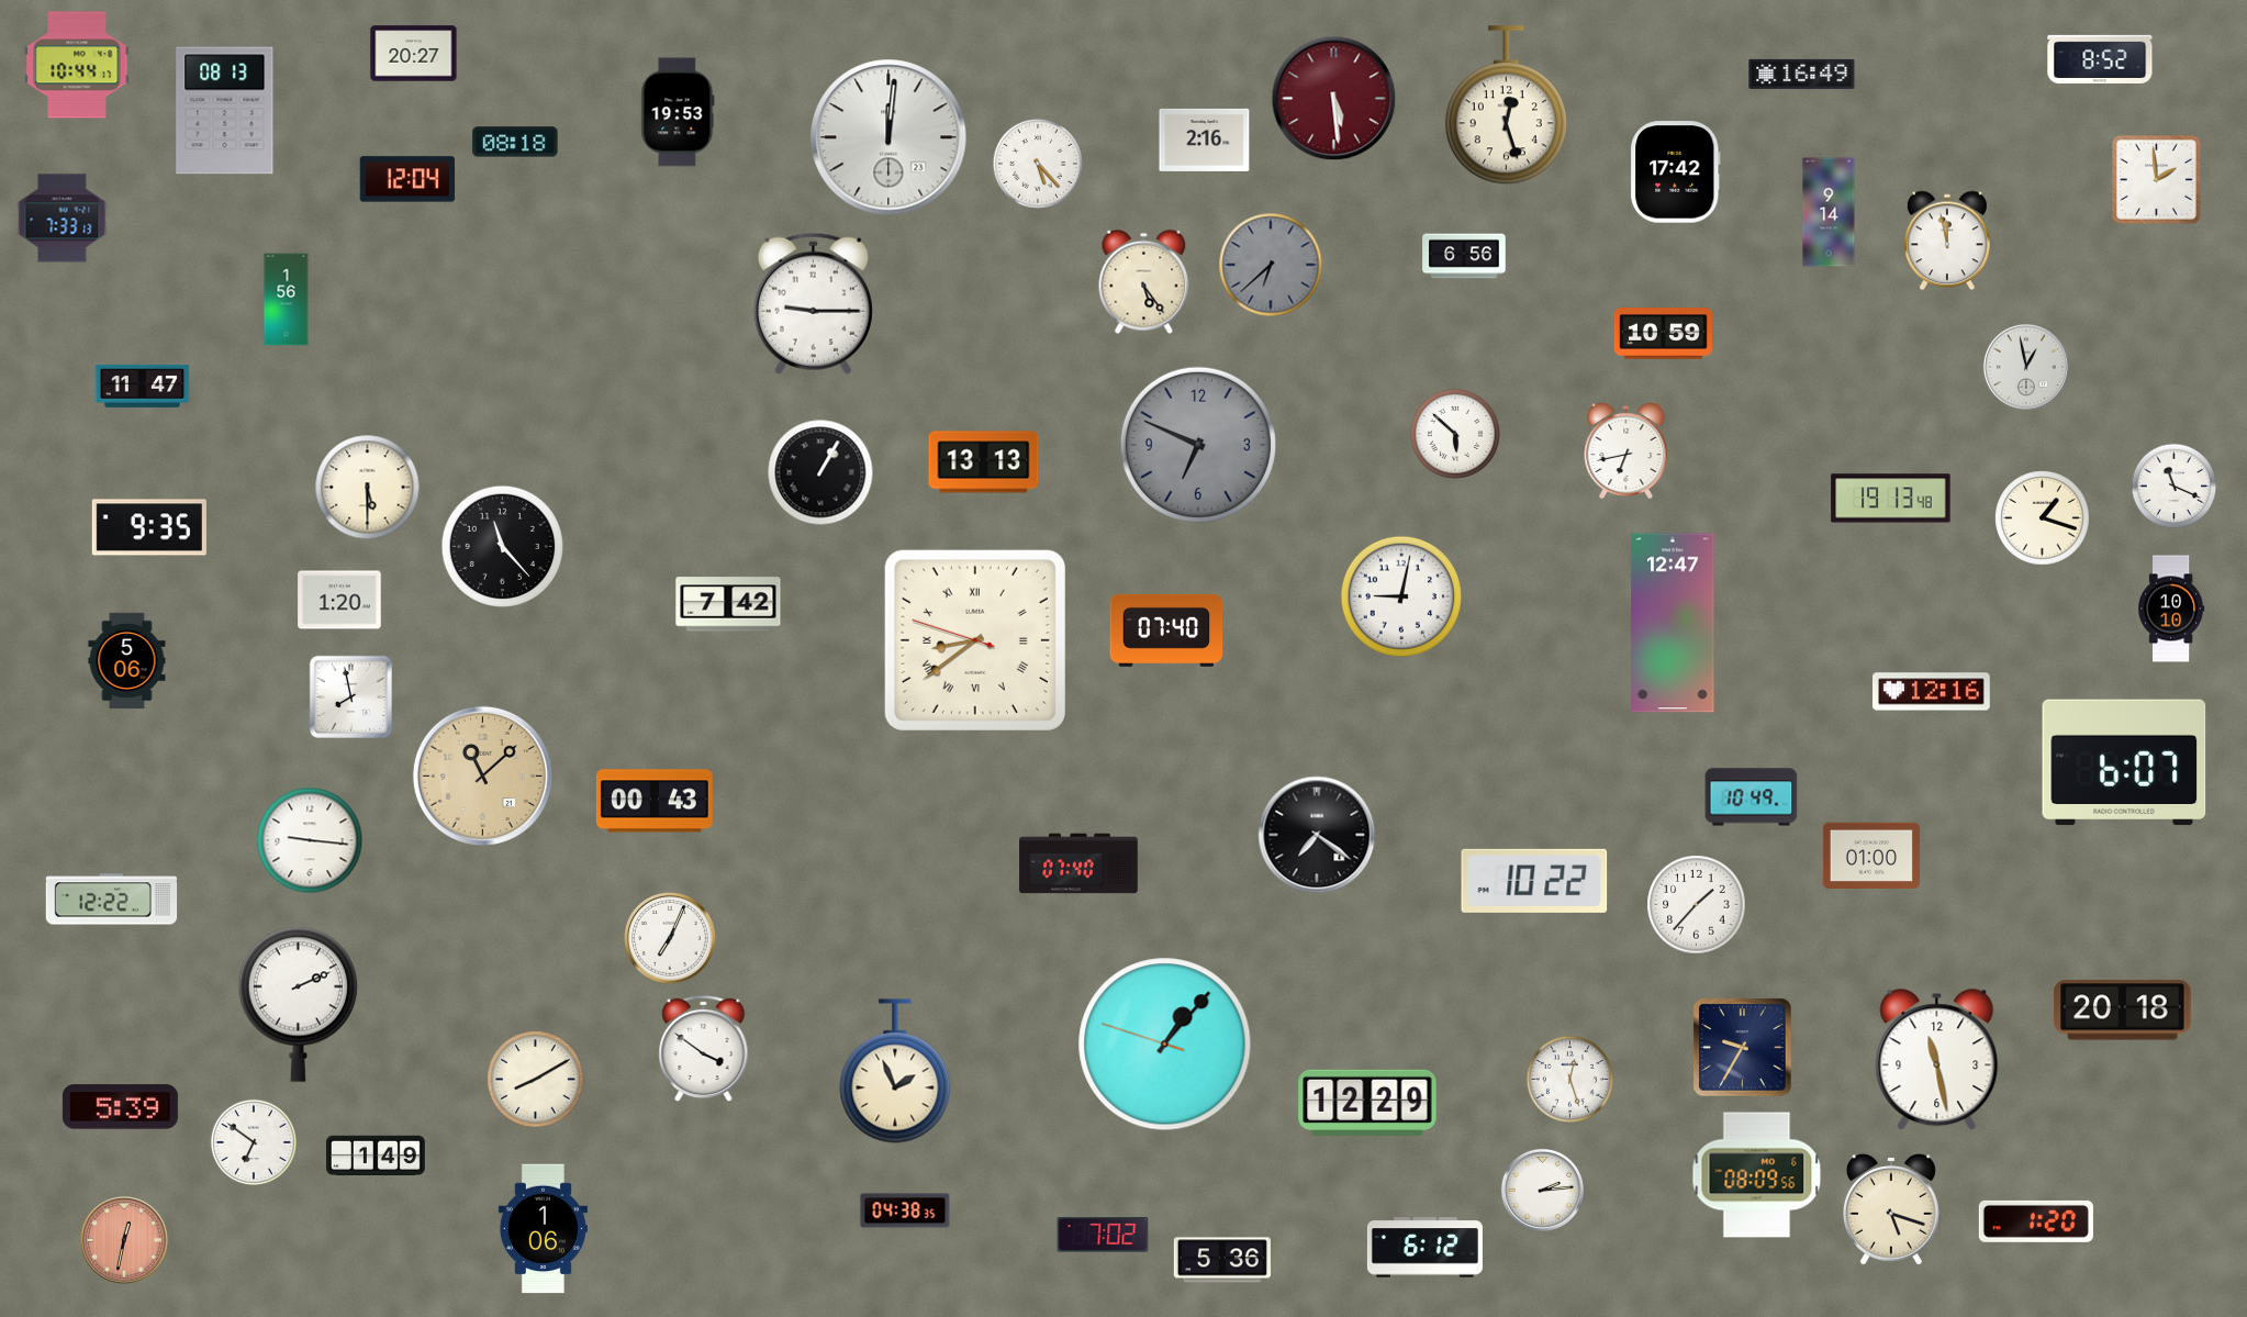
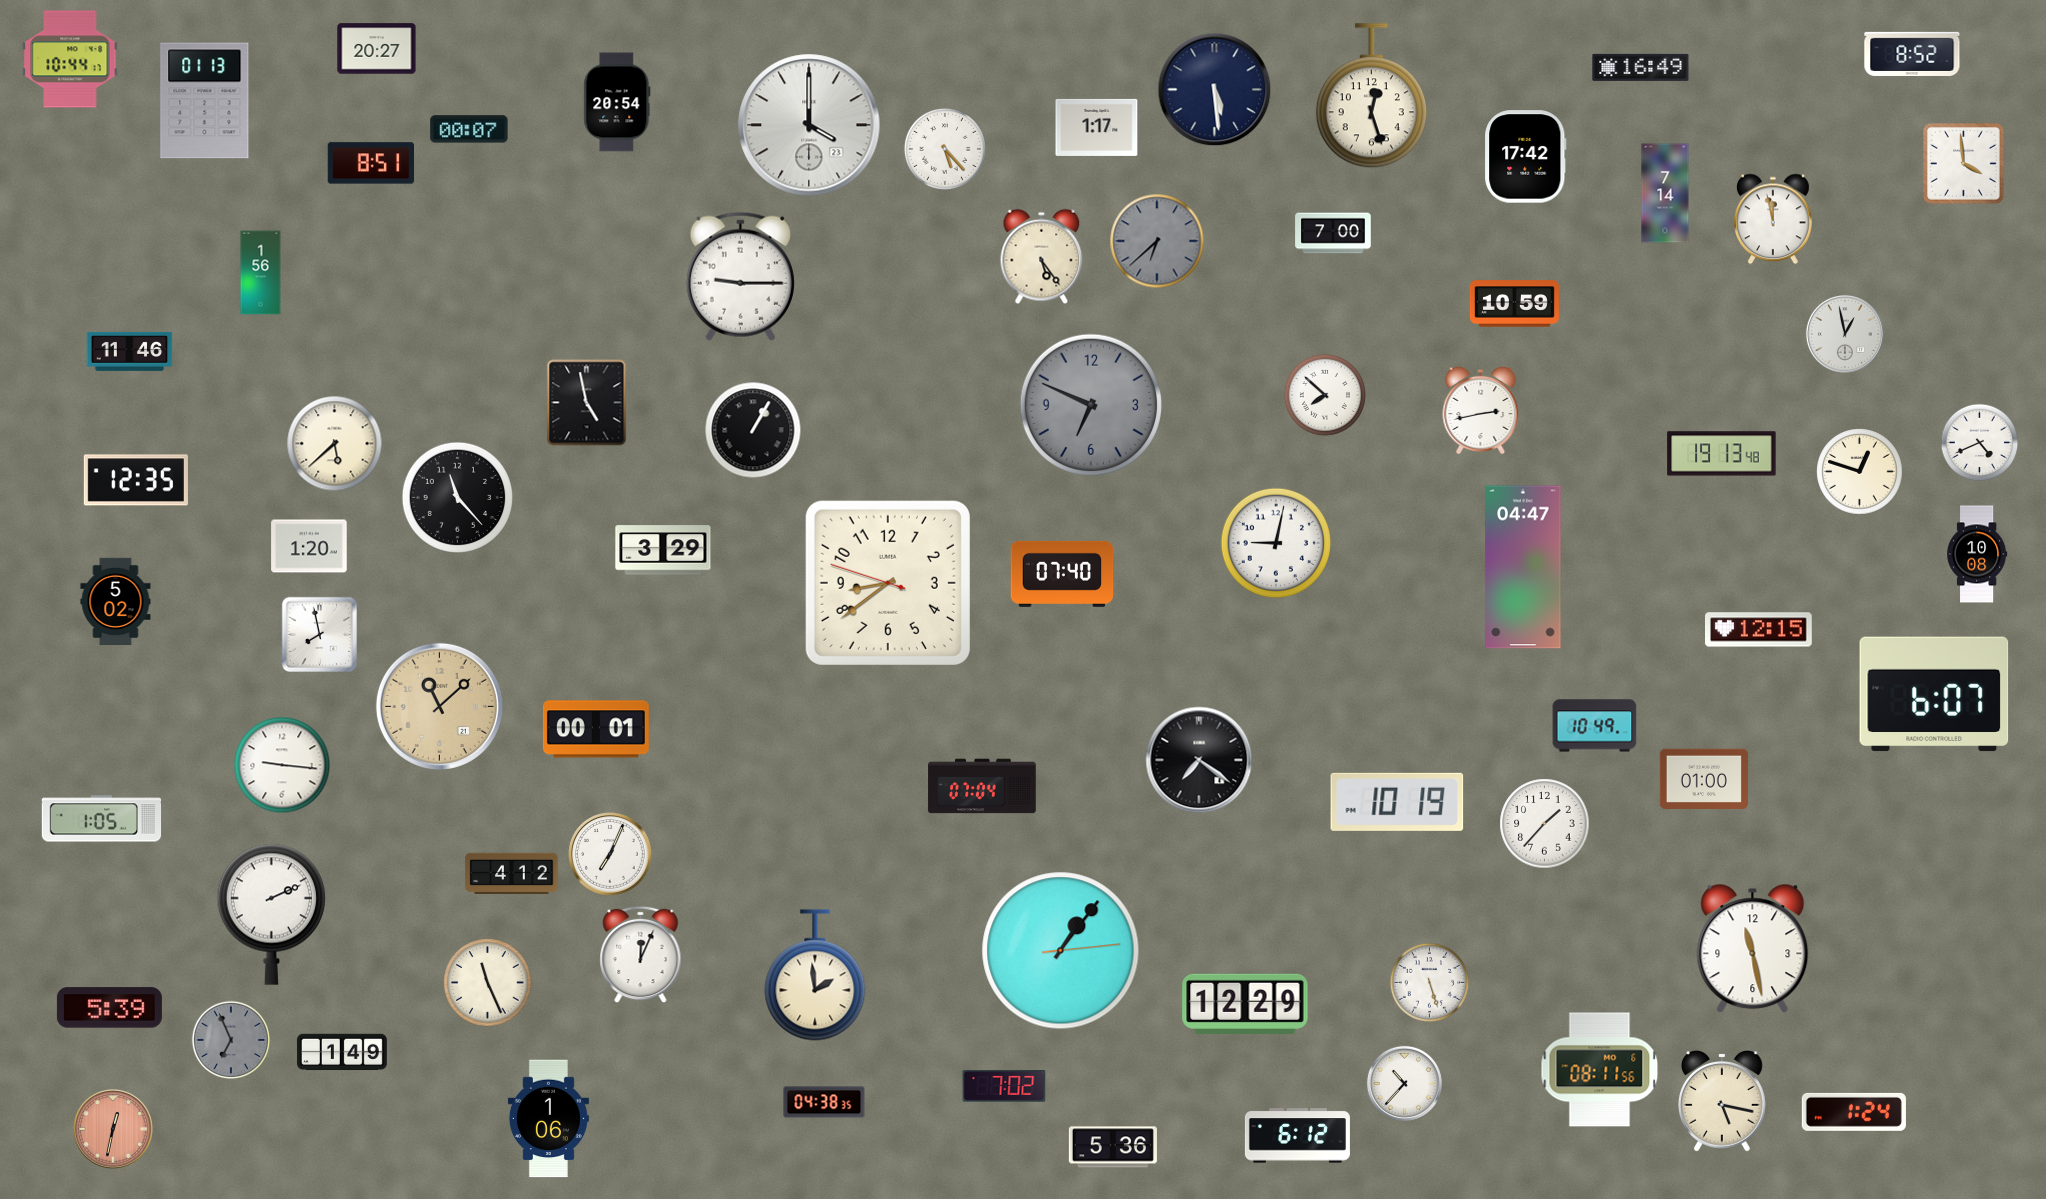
clock at (1334, 99) dial: burgundy -> navy
clock at (225, 111): 08:13 -> 01:13
clock at (678, 112): 19:53 -> 20:54
clock at (888, 137): 12:01 -> 4:00
clock at (1205, 139): 2:16 -> 1:17
clock at (515, 142): 08:18 -> 00:07
clock at (407, 179): 12:04 -> 8:51
clock at (2156, 179): 1:59 -> 3:59
clock at (1829, 212): 9:14 -> 7:14
clock at (63, 219): 7:33 -> none
clock at (1464, 256): 6:56 -> 7:00
clock at (143, 386): 11:47 -> 11:46
clock at (1455, 434): 5:52 -> 7:52
clock at (587, 403): none -> 4:58
clock at (1626, 449): 6:43 -> 2:43
clock at (984, 462): 13:13 -> none
clock at (820, 472) position: (820, 472) -> (753, 430)
clock at (2175, 487): 11:19 -> 4:41
clock at (368, 488): 5:30 -> 5:38
clock at (2043, 518): 1:18 -> 12:48
clock at (149, 527): 9:35 -> 12:35
clock at (728, 604): 7:42 -> 3:29
clock at (2172, 609): 10:10 -> 10:08
clock at (1673, 623): 12:47 -> 04:47
clock at (975, 640) numerals: Roman -> Arabic
clock at (127, 661): 5:06 -> 5:02
clock at (1932, 692): 12:16 -> 12:15
clock at (655, 801): 00:43 -> 00:01
clock at (1078, 863): 07:40 -> 07:04
clock at (1534, 881): 10:22 -> 10:19
clock at (112, 900): 12:22 -> 1:05
clock at (512, 873): none -> 4:12
clock at (2123, 1011): 20:18 -> none
clock at (1165, 1045): 1:06:48 -> 1:06:14
clock at (1743, 1048): 9:35 -> none
clock at (704, 1049): 3:51 -> 12:04
clock at (1937, 1060) position: (1937, 1060) -> (1753, 949)
clock at (895, 1071): 1:56 -> 1:59
clock at (1569, 1079): 12:27 -> 5:27
clock at (536, 1080): 8:10 -> 11:26
clock at (254, 1142): 6:51 -> 6:56
clock at (254, 1142) dial: white -> grey
clock at (1757, 1175): 08:09 -> 08:11
clock at (1542, 1190): 2:14 -> 10:37
clock at (1892, 1210): 5:18 -> 5:17
clock at (2036, 1221): 1:20 -> 1:24
clock at (543, 1229) position: (543, 1229) -> (548, 1119)
clock at (1103, 1235) position: (1103, 1235) -> (1004, 1086)
